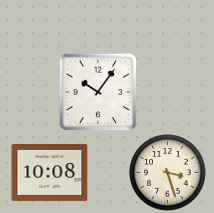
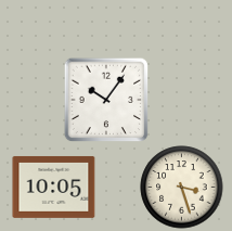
clock at (50, 172): 10:08 -> 10:05
